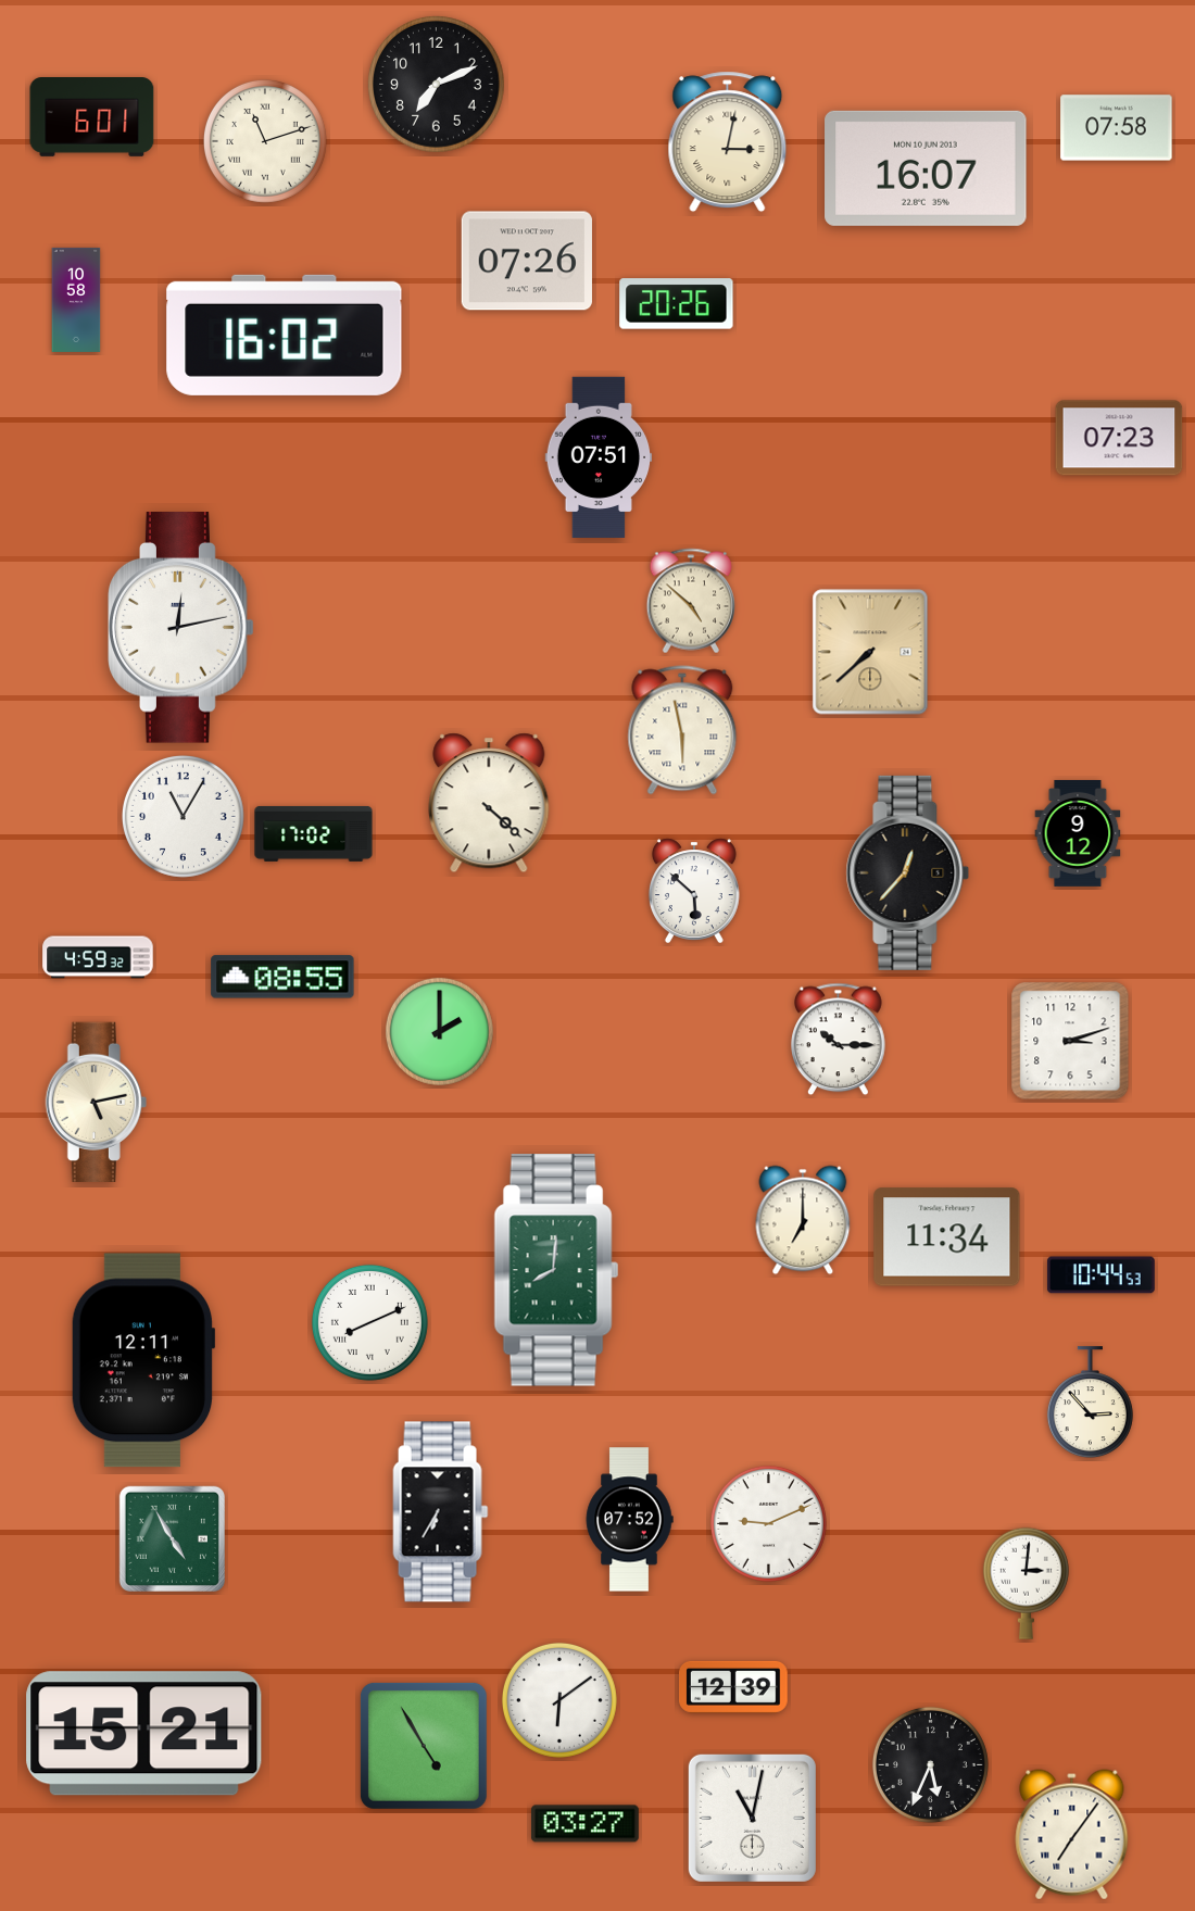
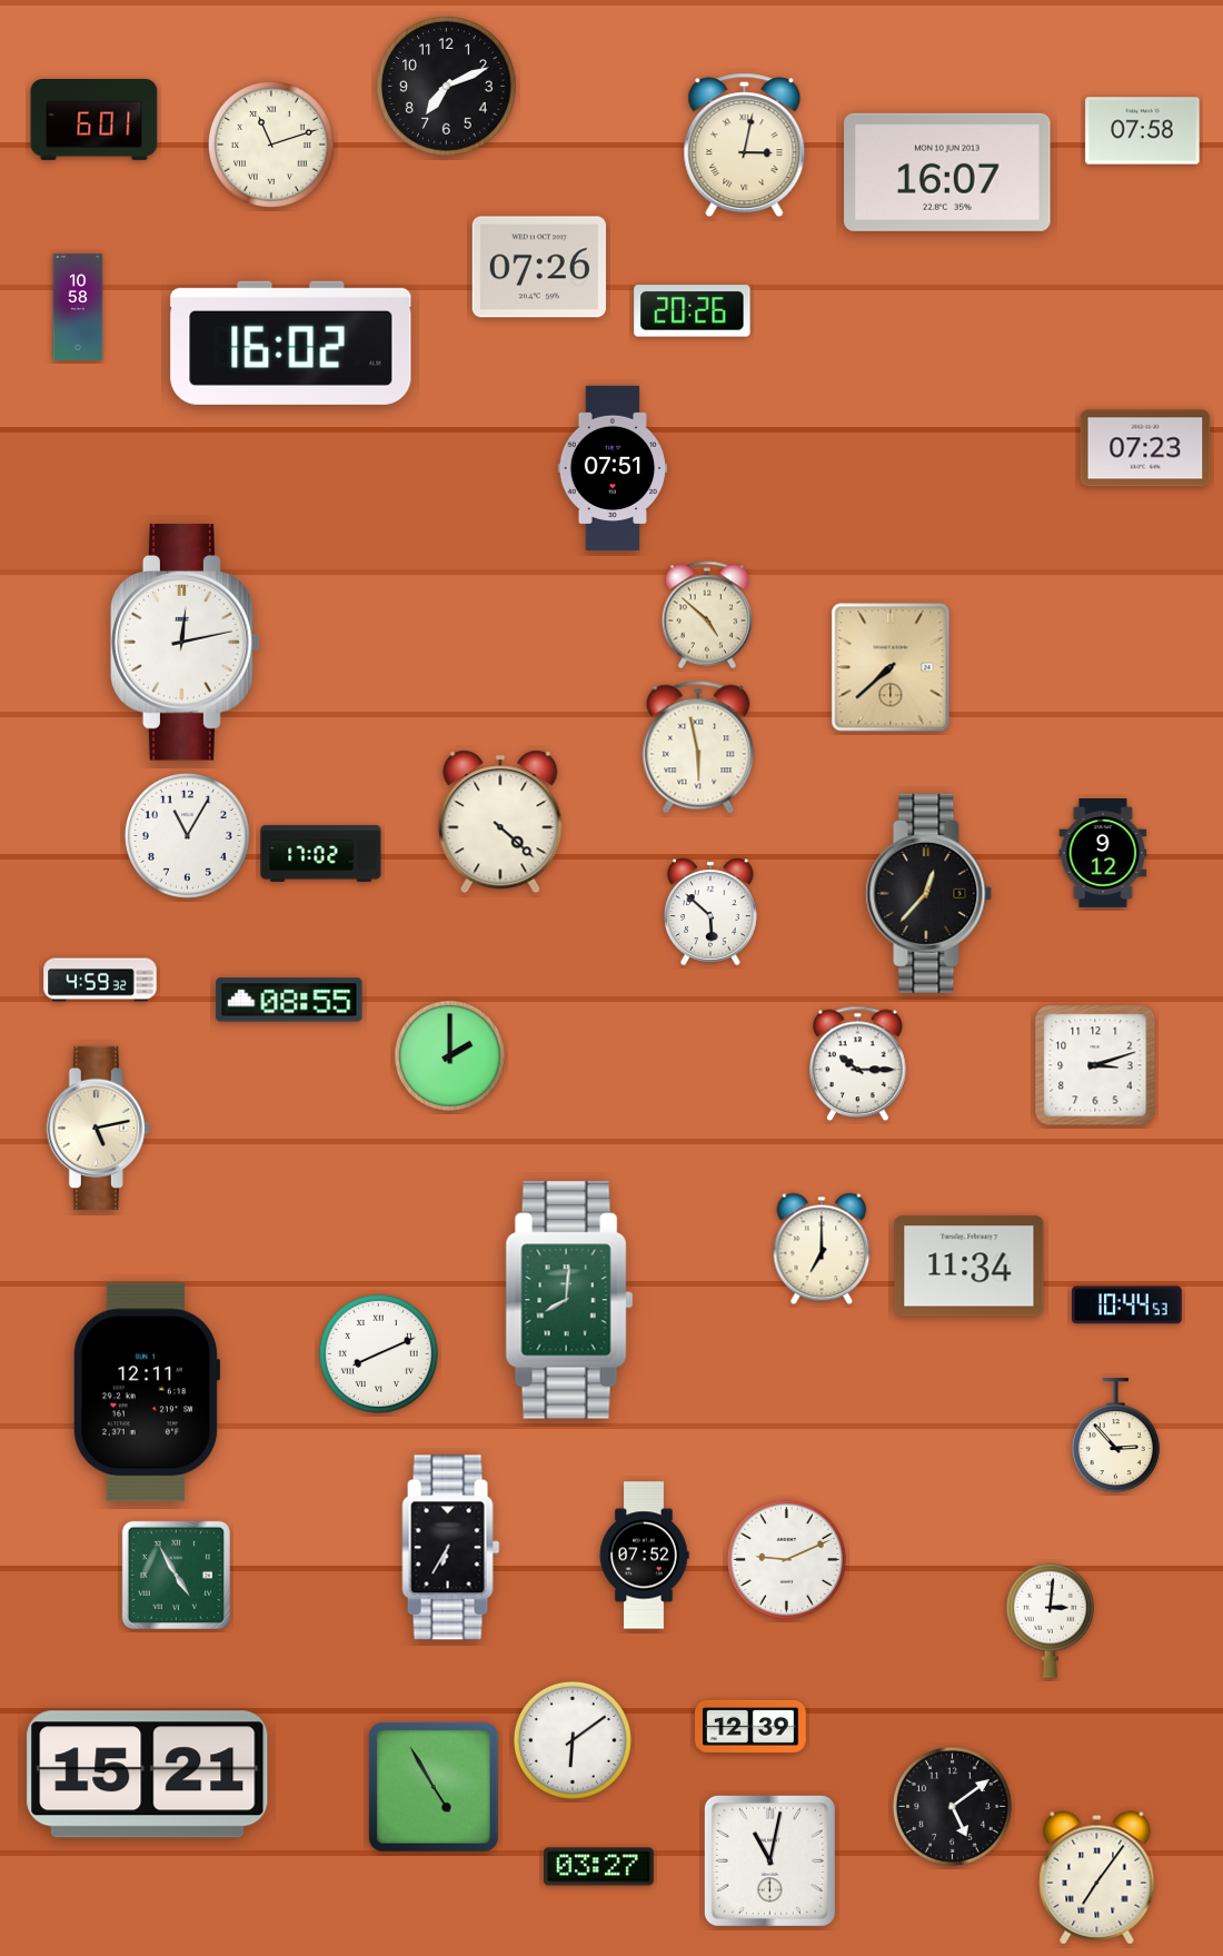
clock at (930, 1764): 5:34 -> 5:09
